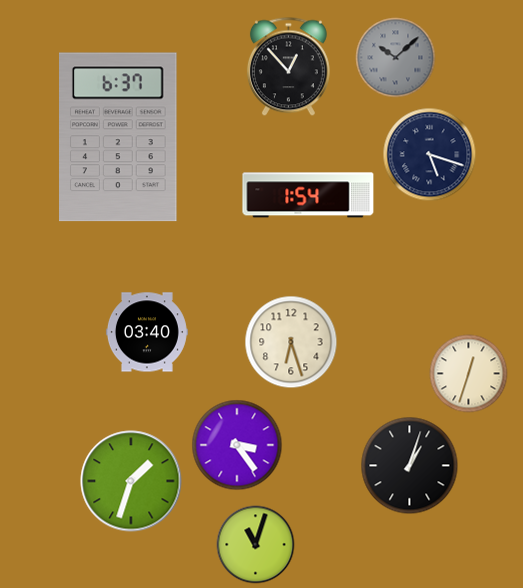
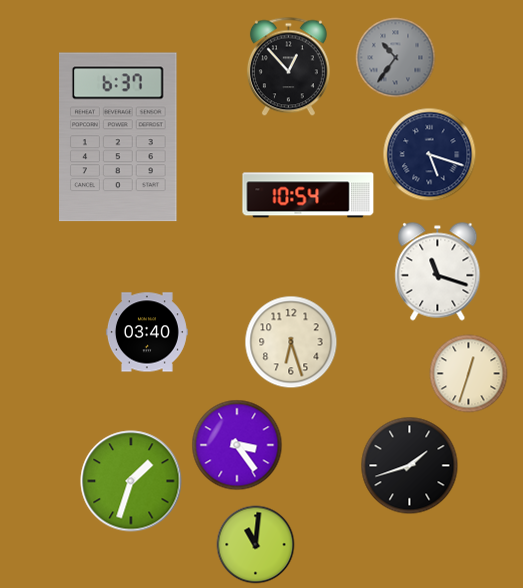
clock at (396, 58): 10:08 -> 10:36
clock at (308, 195): 1:54 -> 10:54
clock at (438, 272): none -> 11:18
clock at (410, 466): 1:03 -> 1:42
clock at (256, 545): 11:03 -> 11:01
